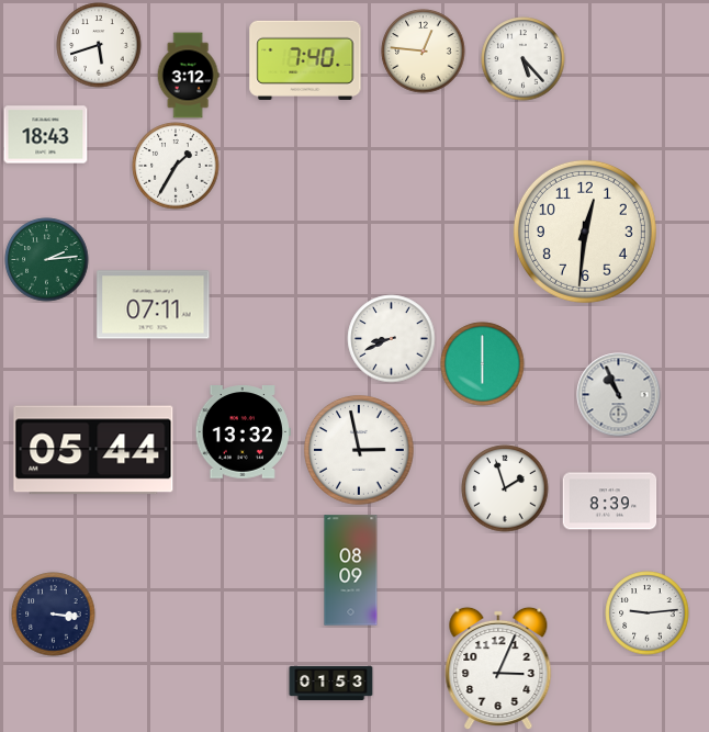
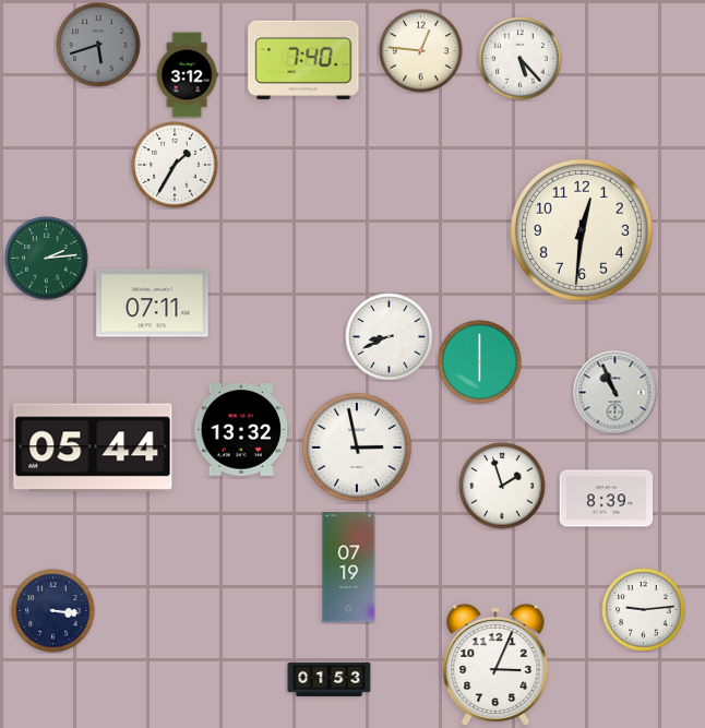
clock at (99, 45) dial: white -> grey
clock at (46, 135): 18:43 -> none
clock at (351, 571): 08:09 -> 07:19
